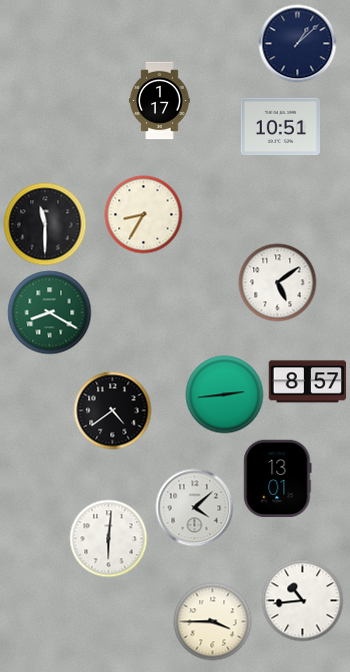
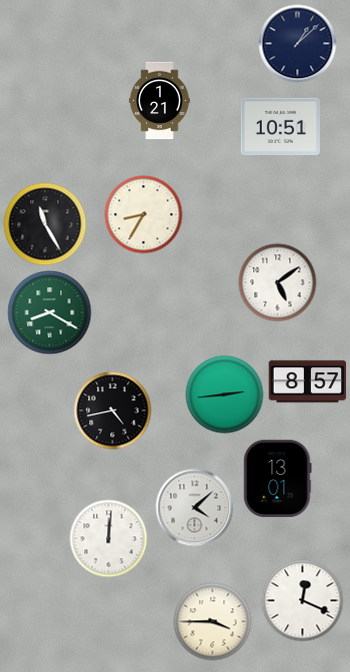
clock at (160, 100): 1:17 -> 1:21
clock at (45, 224): 11:30 -> 11:25
clock at (112, 410): 4:39 -> 4:43
clock at (108, 538): 6:01 -> 12:01
clock at (302, 600): 10:44 -> 12:19
